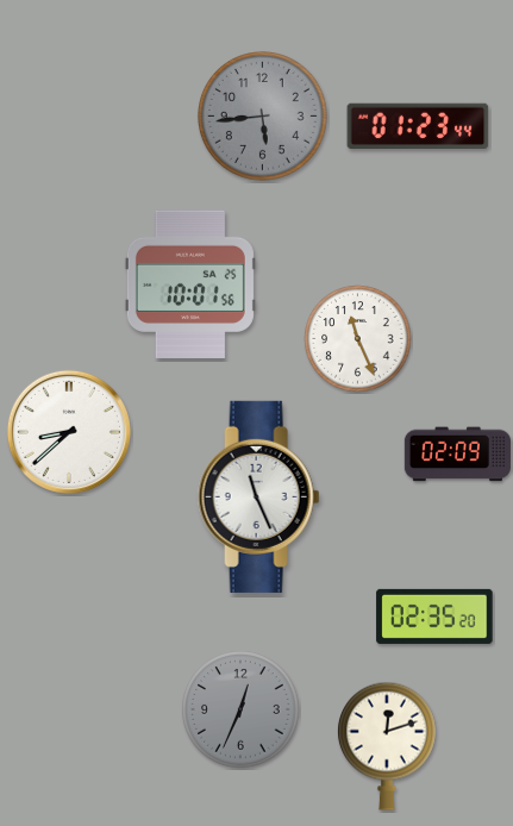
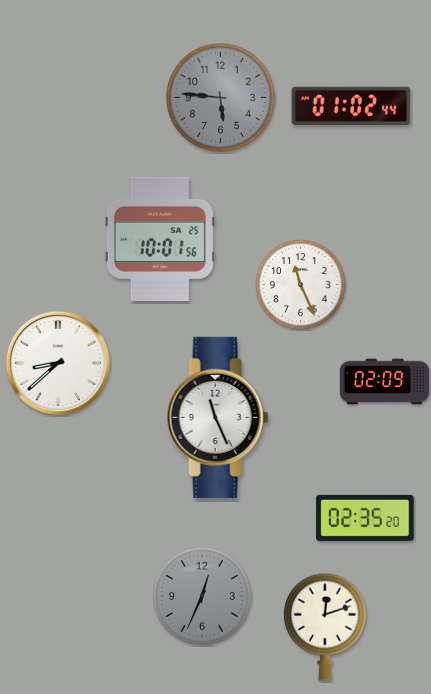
clock at (263, 117): 5:44 -> 5:46
clock at (418, 125): 01:23 -> 01:02
